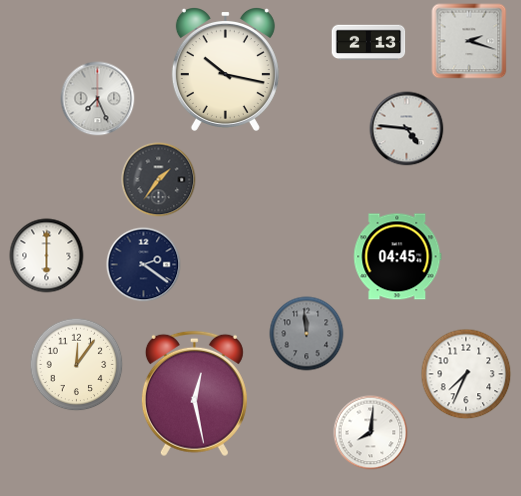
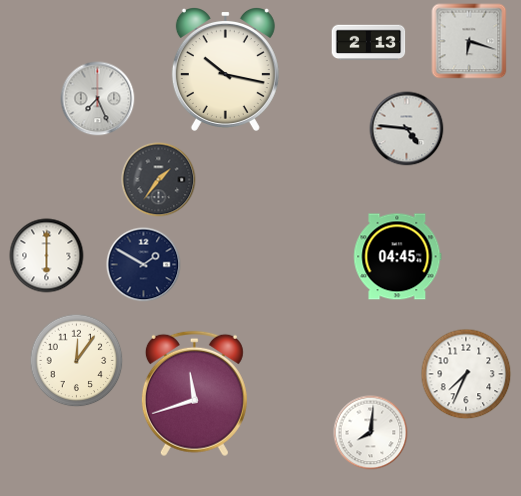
clock at (469, 41): 2:18 -> 6:18
clock at (144, 265): 2:21 -> 1:50
clock at (307, 334): 11:59 -> none
clock at (77, 365) position: (77, 365) -> (77, 361)
clock at (194, 394): 12:28 -> 11:42
